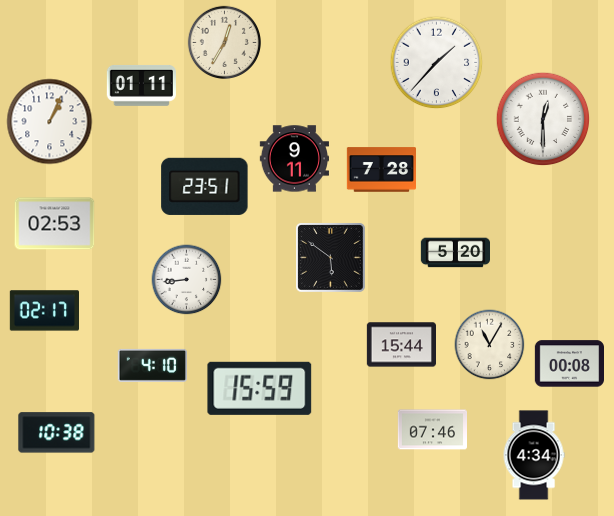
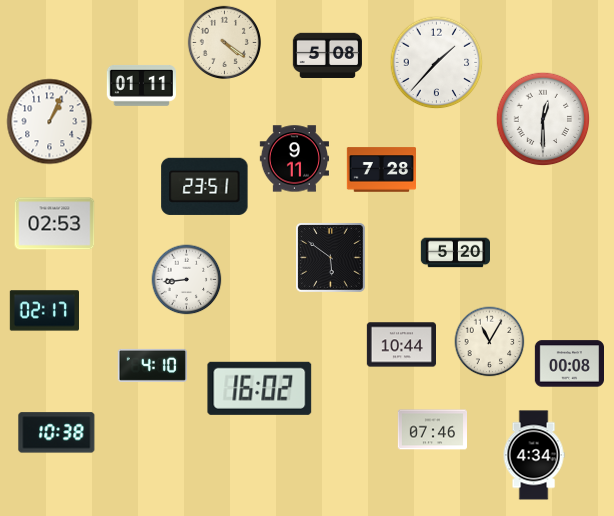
clock at (224, 42): 12:35 -> 4:21
clock at (327, 55): none -> 5:08
clock at (402, 345): 15:44 -> 10:44
clock at (490, 345) position: (490, 345) -> (490, 342)
clock at (260, 388): 15:59 -> 16:02
